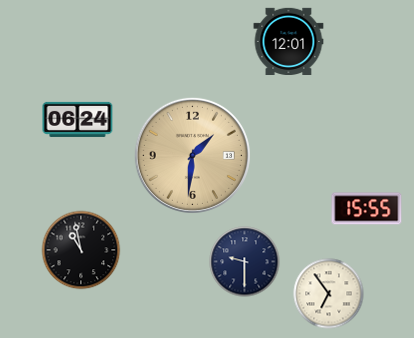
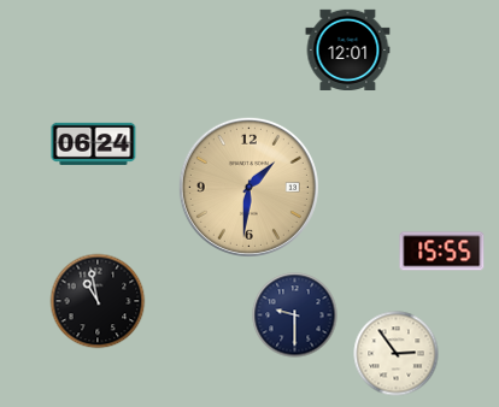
clock at (192, 155) position: (192, 155) -> (248, 187)
clock at (329, 294): 6:54 -> 2:54
